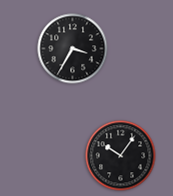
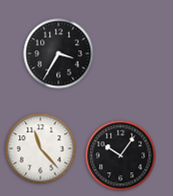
clock at (73, 49) position: (73, 49) -> (59, 54)
clock at (41, 149): none -> 11:23
